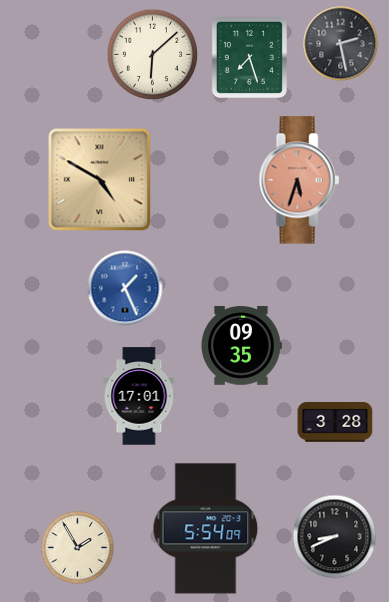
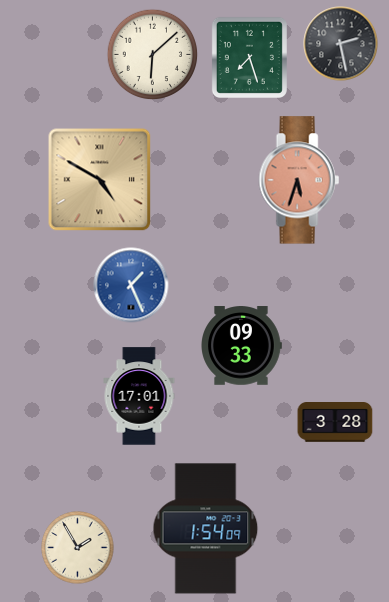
clock at (125, 288) position: (125, 288) -> (131, 285)
clock at (241, 346): 09:35 -> 09:33
clock at (206, 529): 5:54 -> 1:54
clock at (335, 537): 8:41 -> none
